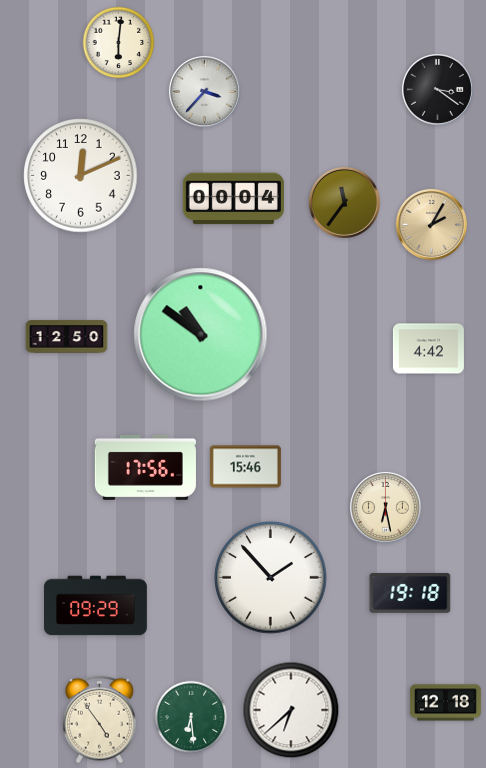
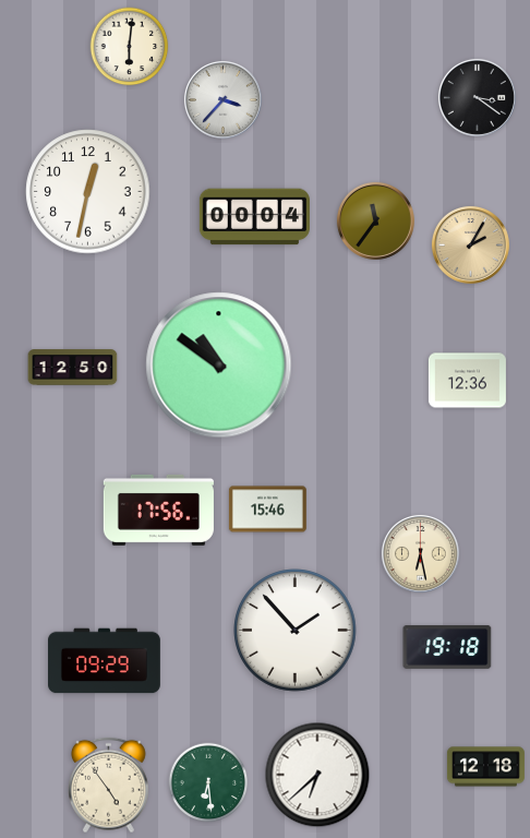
clock at (81, 176): 12:11 -> 12:32
clock at (428, 349): 4:42 -> 12:36
